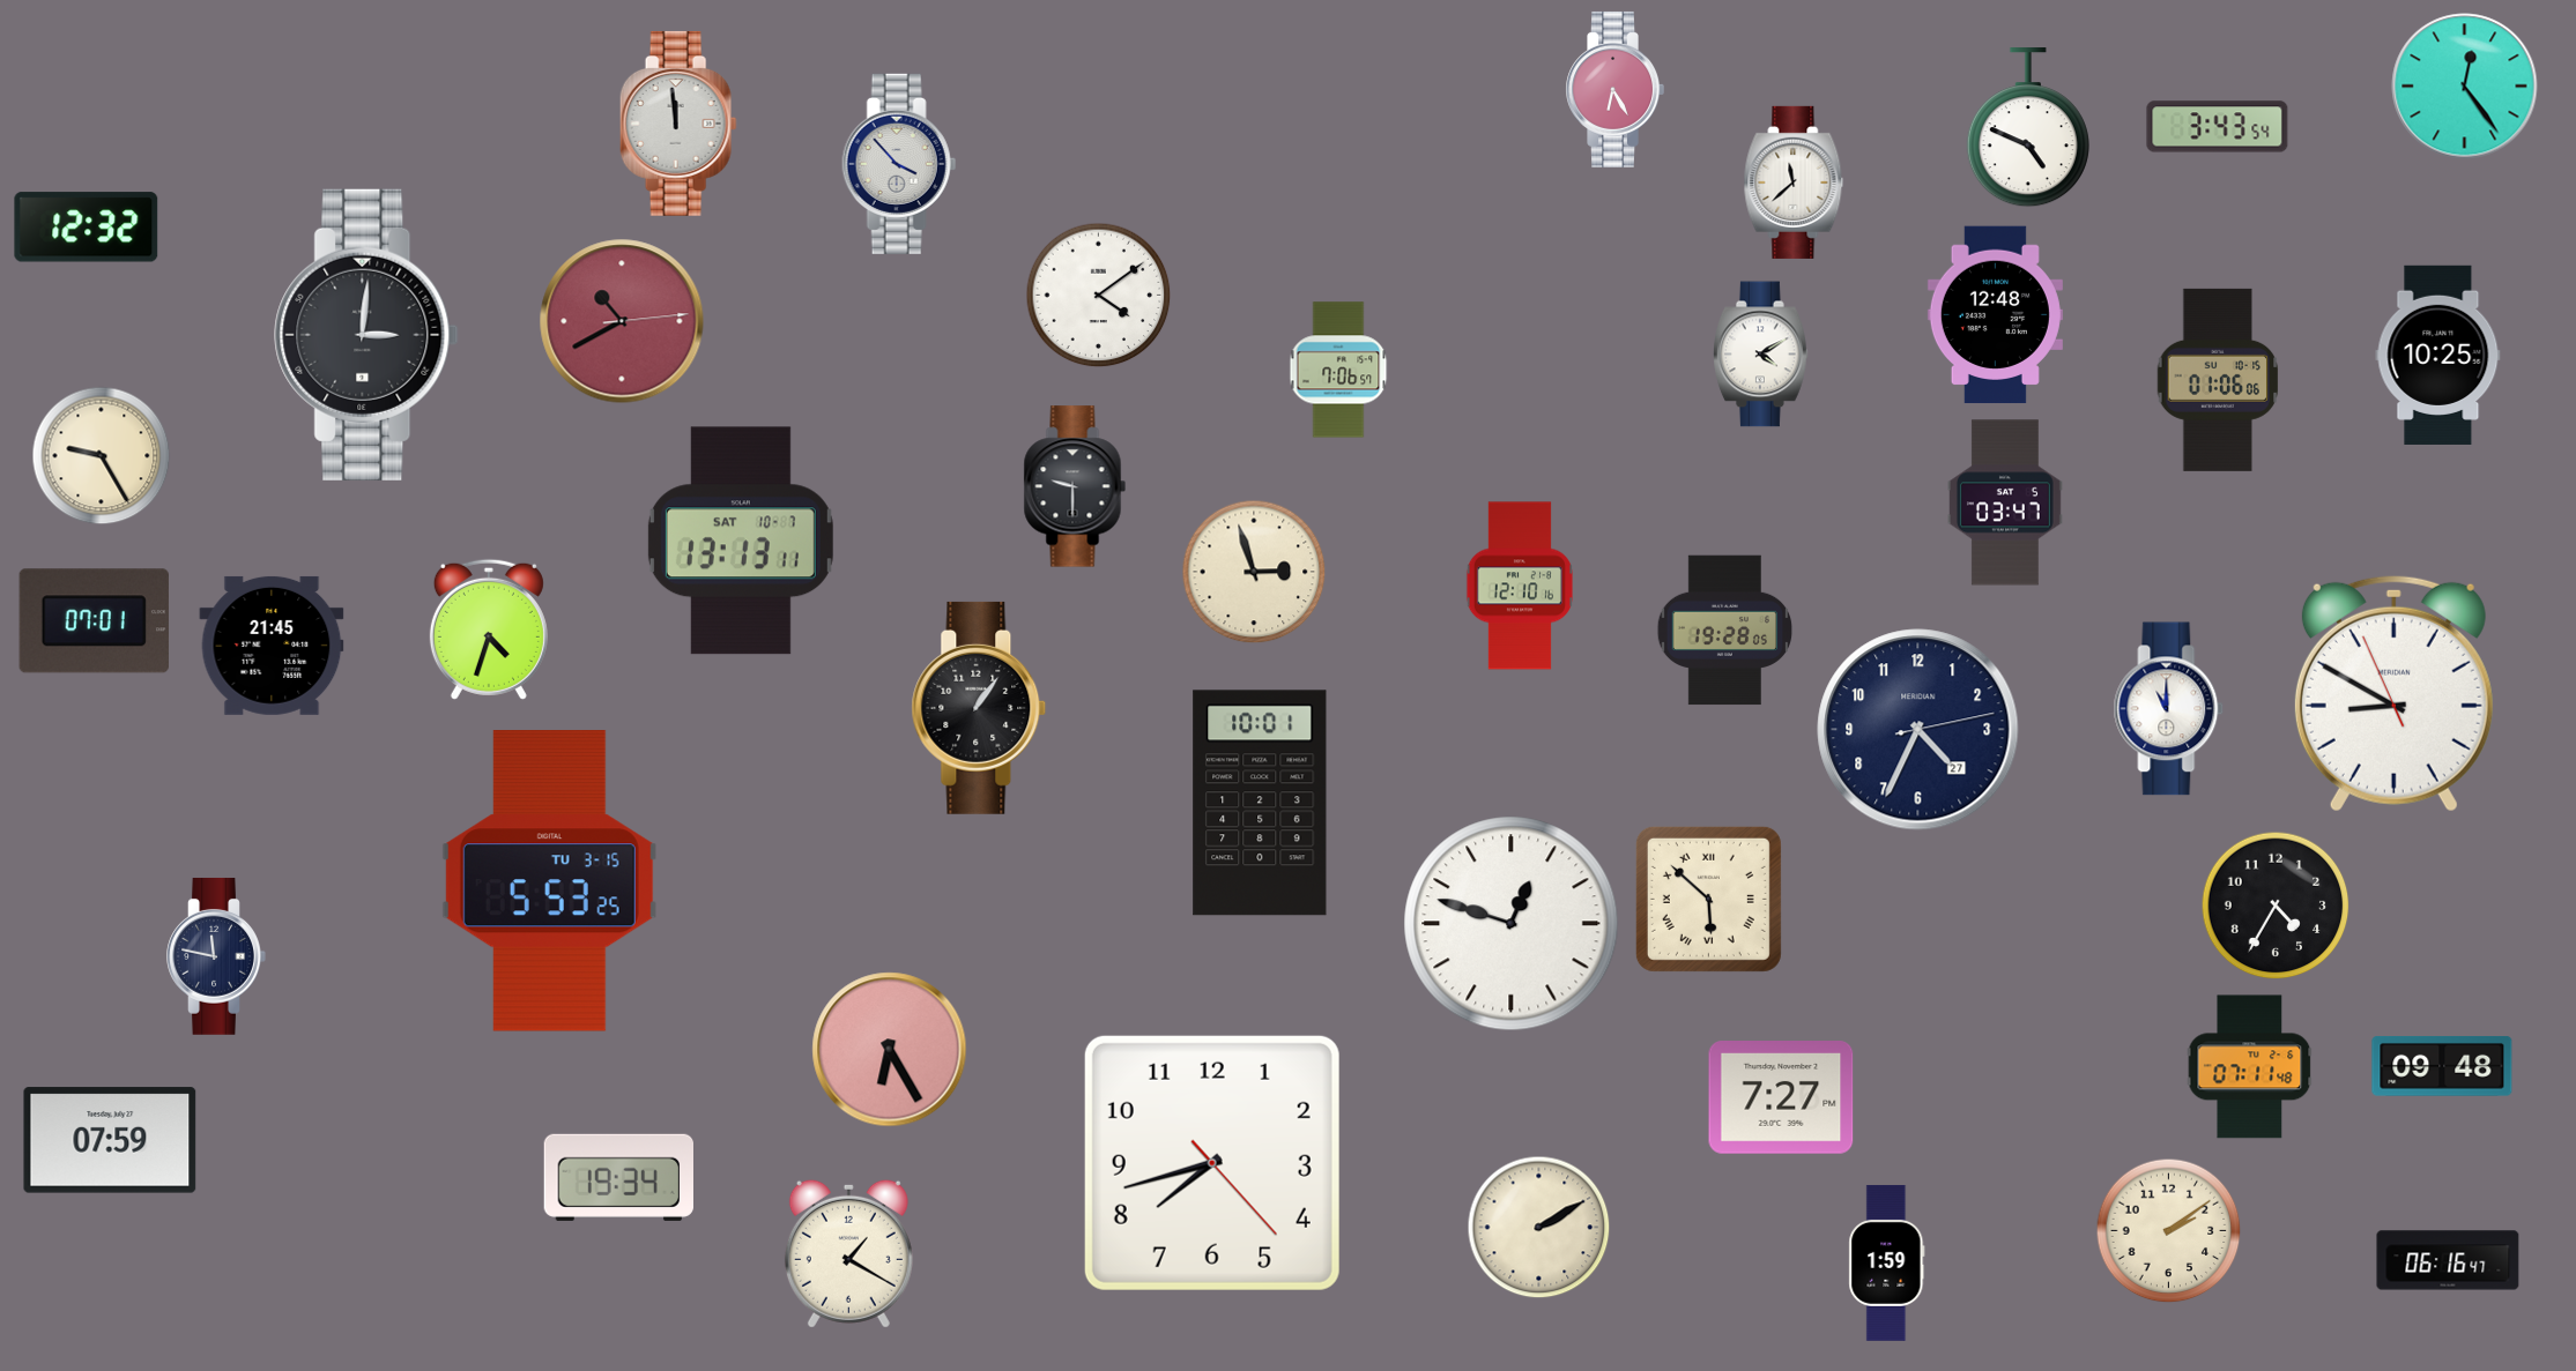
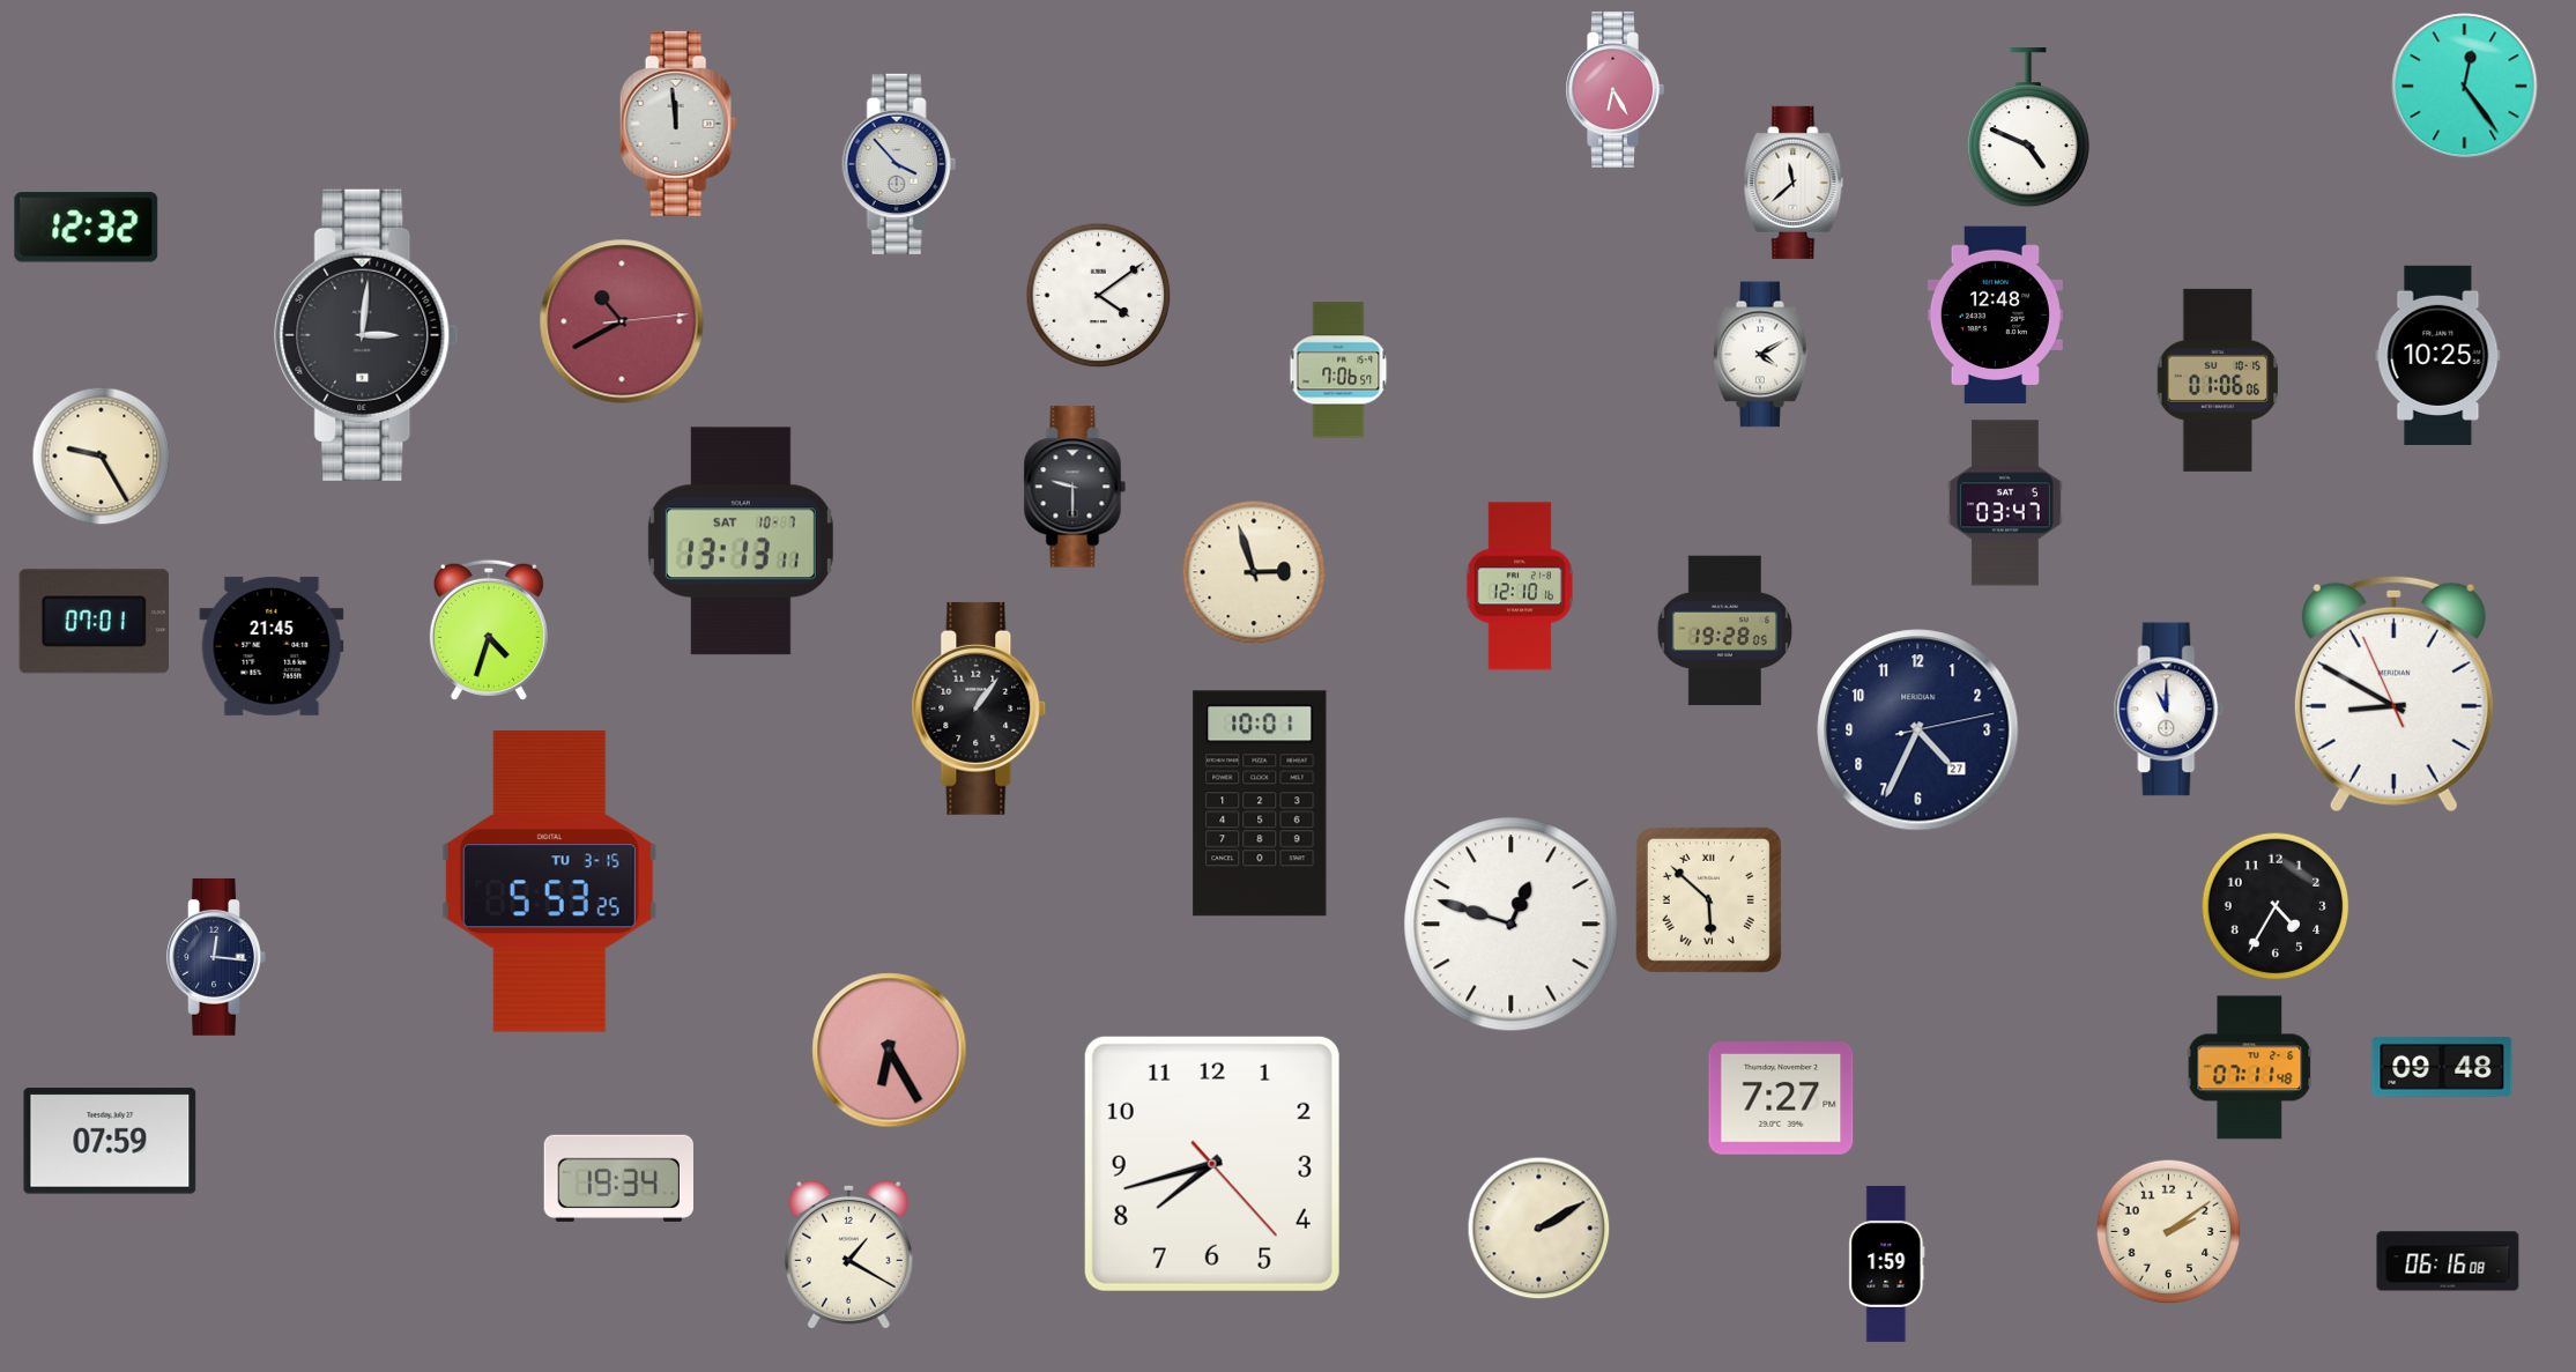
clock at (2218, 127): 3:43 -> none
clock at (216, 956): 11:47 -> 12:16
clock at (2448, 1260): 06:16:47 -> 06:16:08
